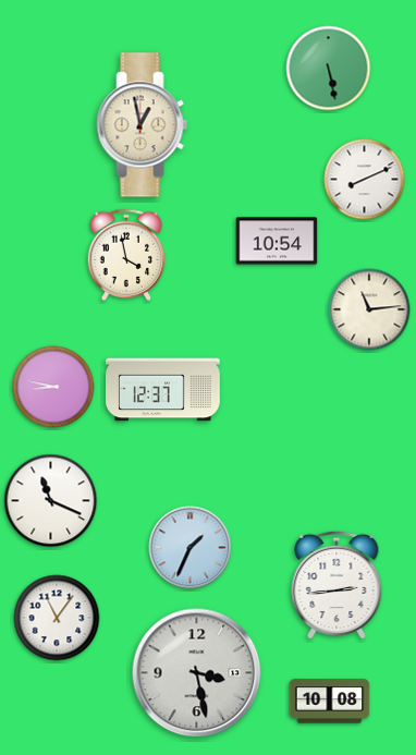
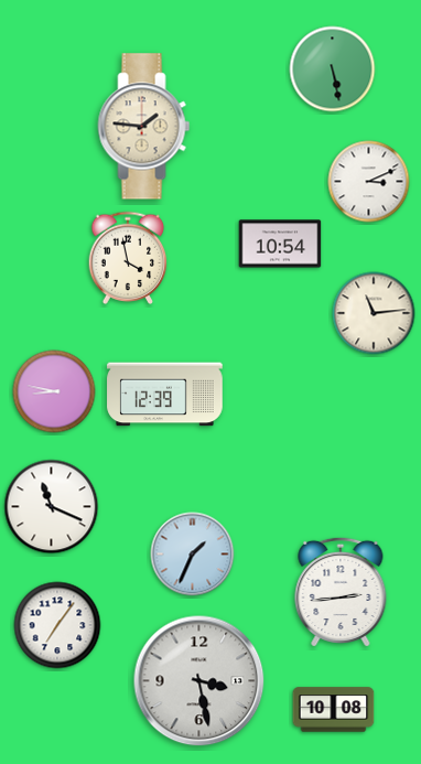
clock at (143, 125): 12:58 -> 1:46
clock at (365, 180): 8:11 -> 3:11
clock at (163, 390): 12:37 -> 12:39
clock at (57, 618): 11:06 -> 7:06
